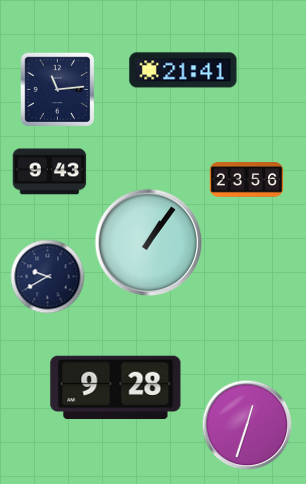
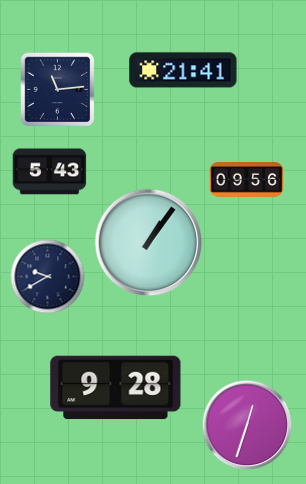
clock at (50, 172): 9:43 -> 5:43
clock at (247, 180): 23:56 -> 09:56
